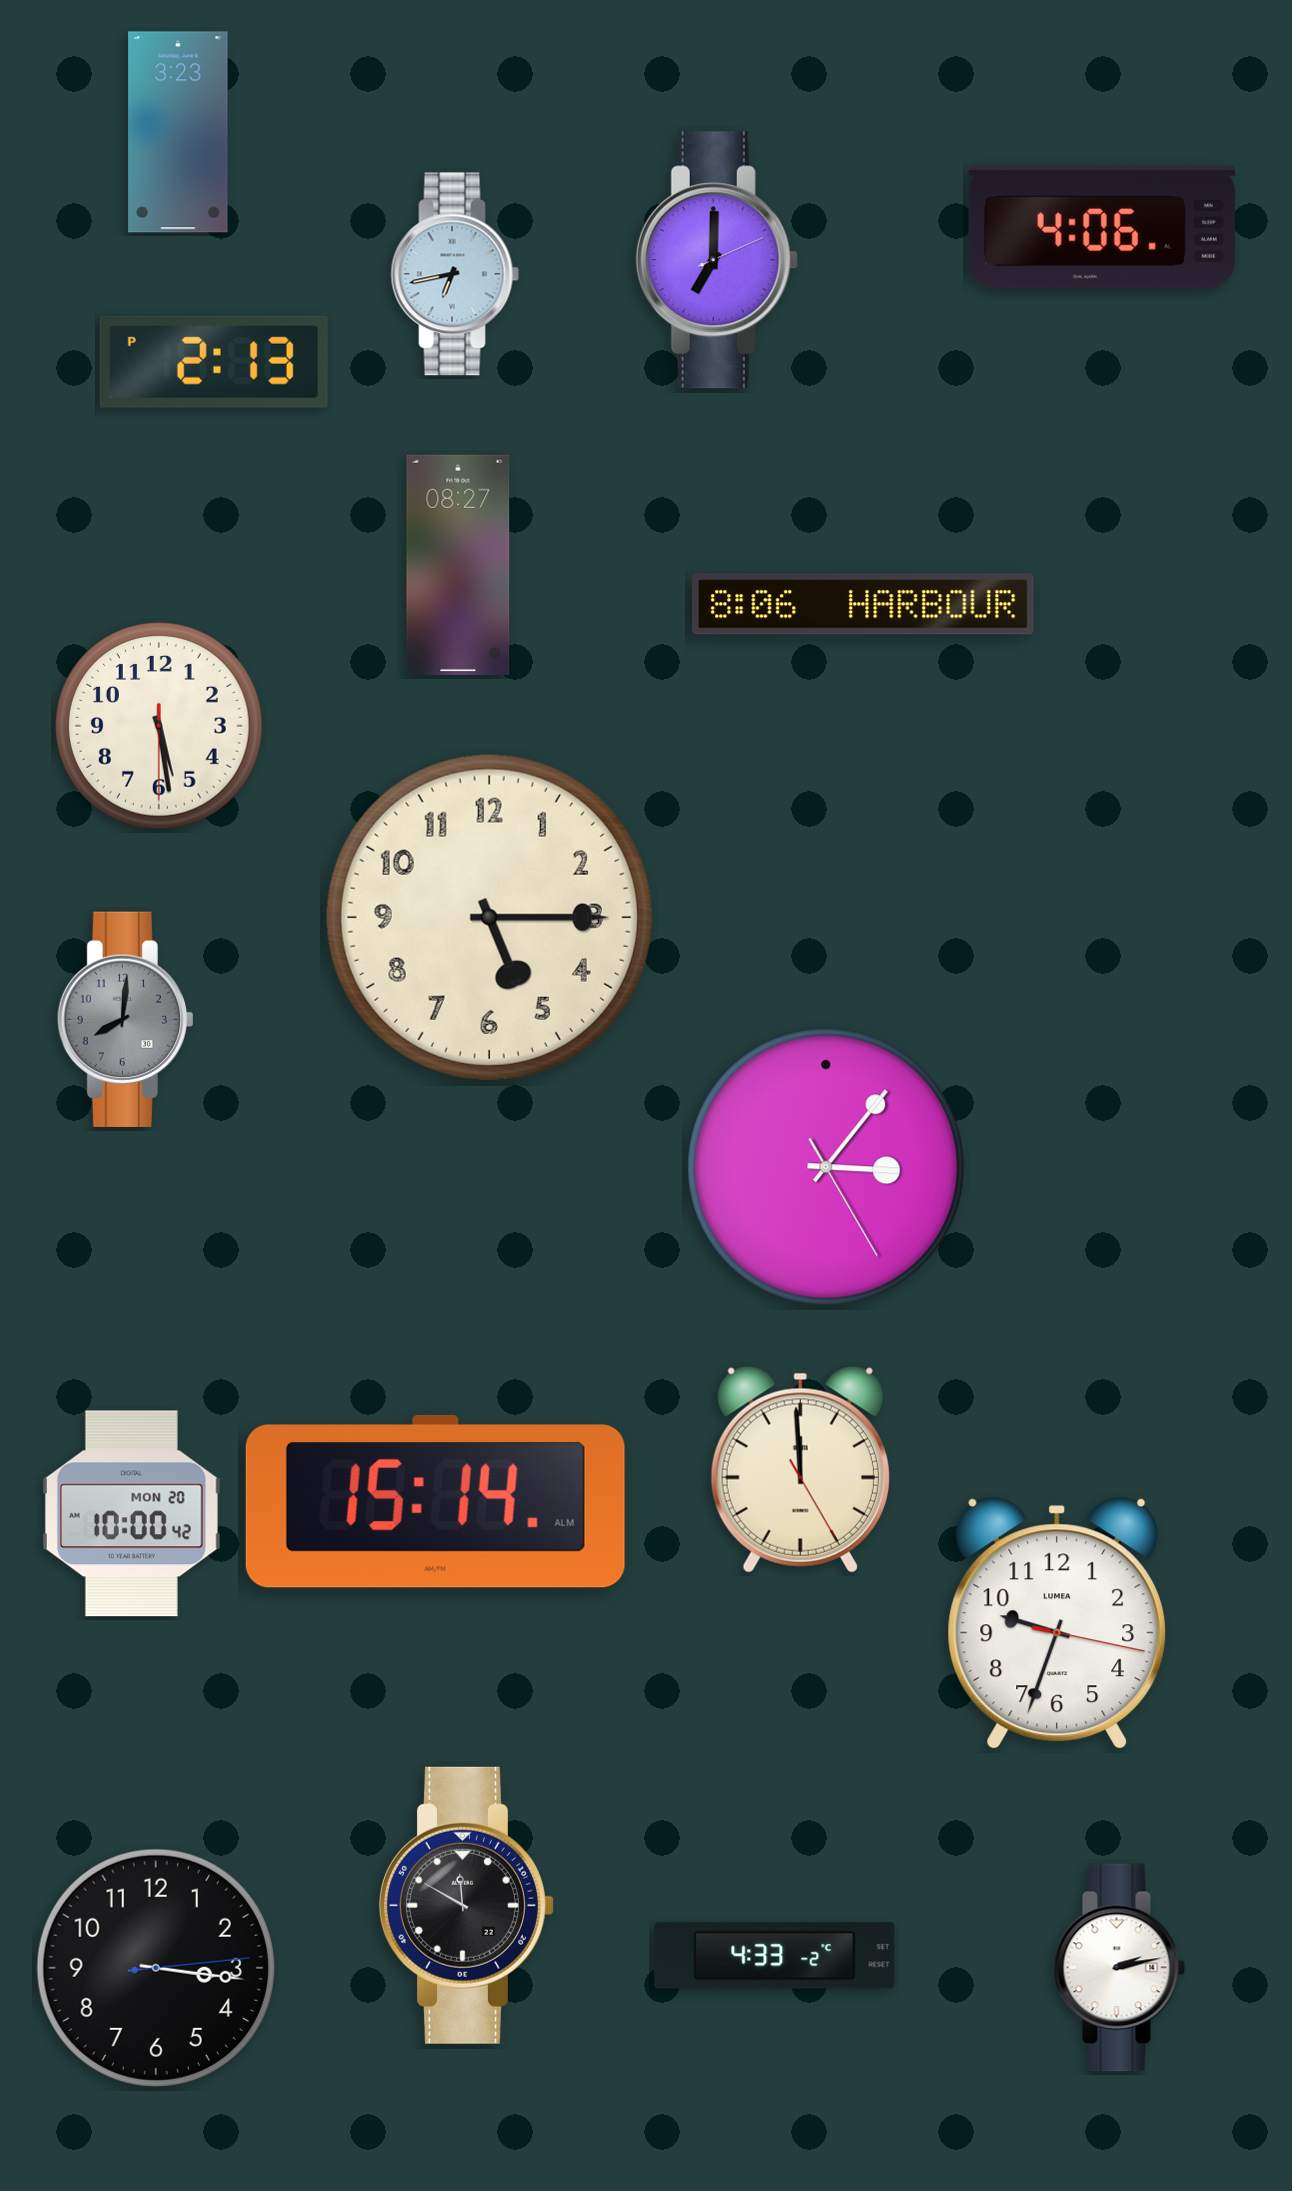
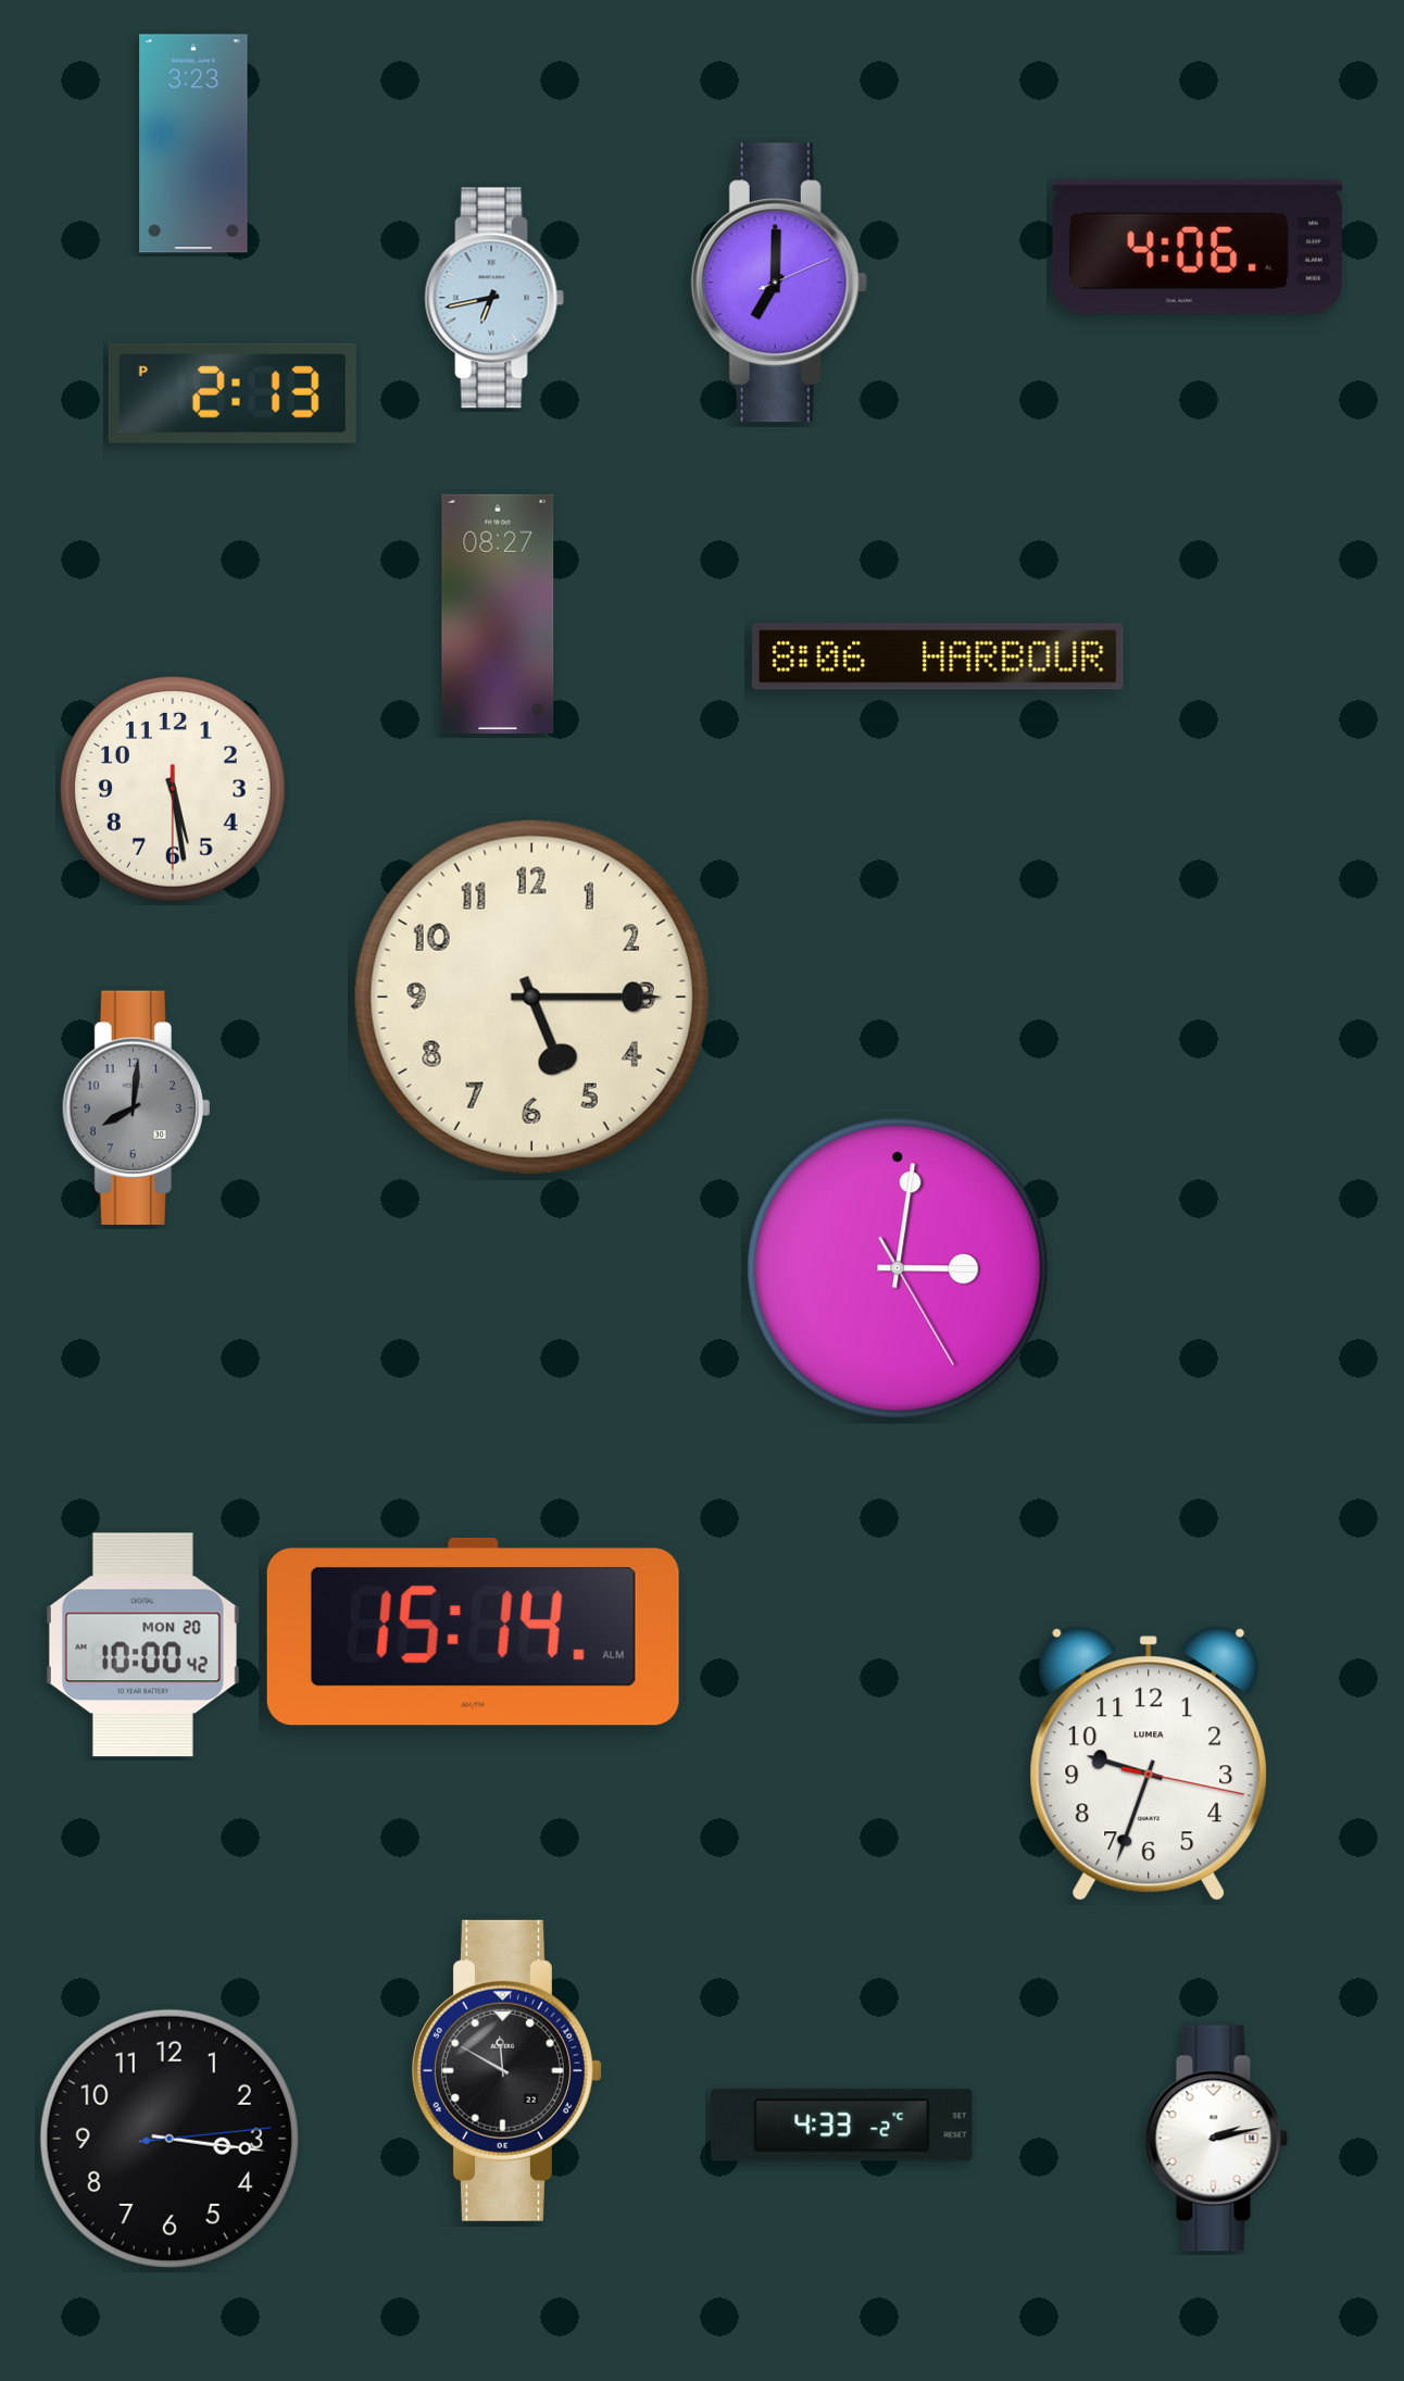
clock at (826, 1167): 3:06 -> 3:01
clock at (800, 1469): 11:59 -> none
